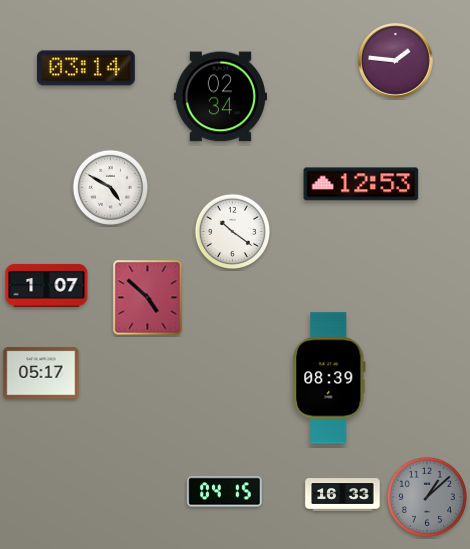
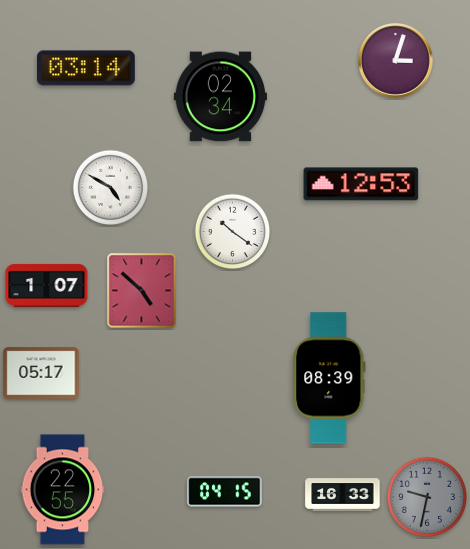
clock at (396, 61): 1:46 -> 3:03
clock at (148, 298) position: (148, 298) -> (142, 291)
clock at (63, 490): none -> 22:55
clock at (427, 497): 1:08 -> 9:32
